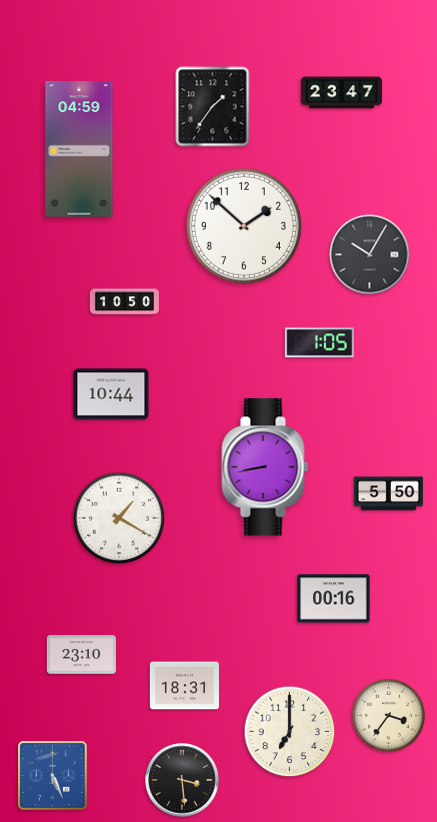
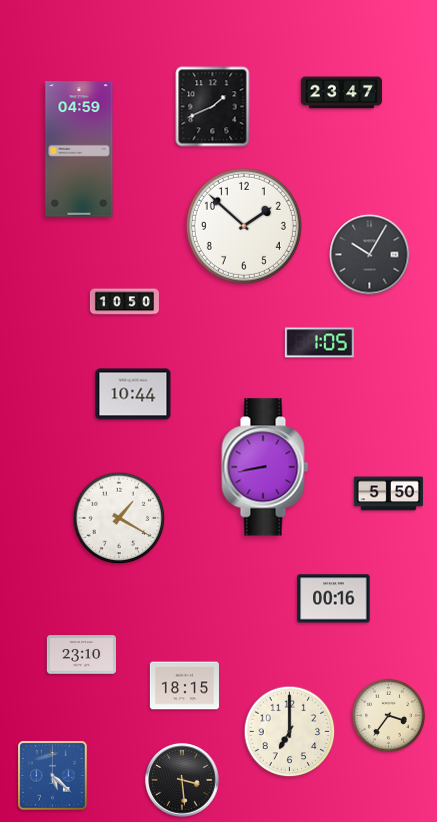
clock at (213, 107): 1:36 -> 1:41
clock at (111, 394) position: (111, 394) -> (133, 394)
clock at (184, 686): 18:31 -> 18:15
clock at (53, 776): 5:26 -> 5:22
